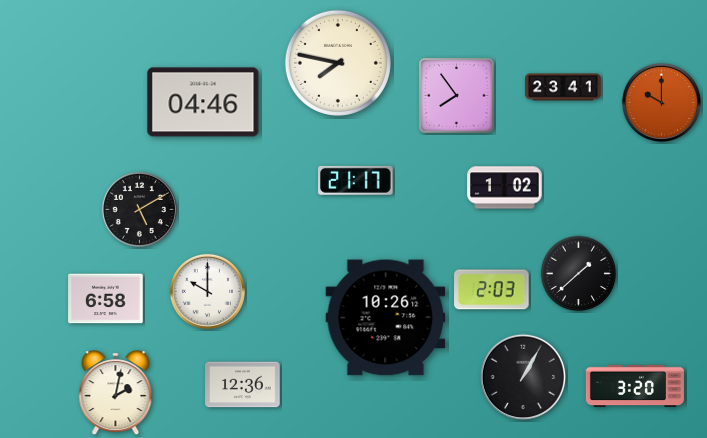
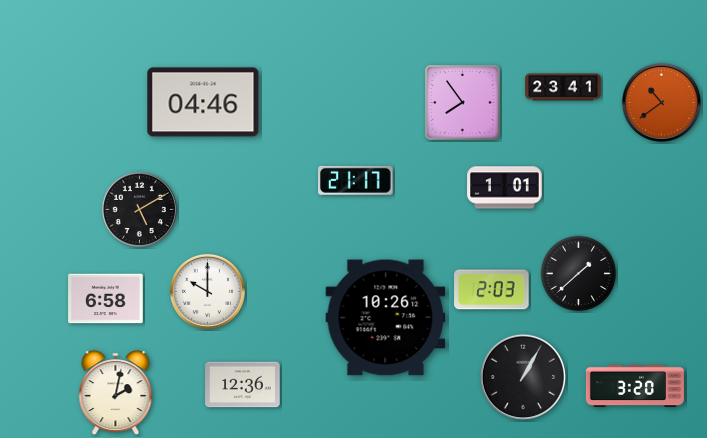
clock at (338, 63): 7:47 -> none
clock at (457, 96) position: (457, 96) -> (463, 103)
clock at (661, 102): 10:00 -> 10:39
clock at (505, 188): 1:02 -> 1:01
